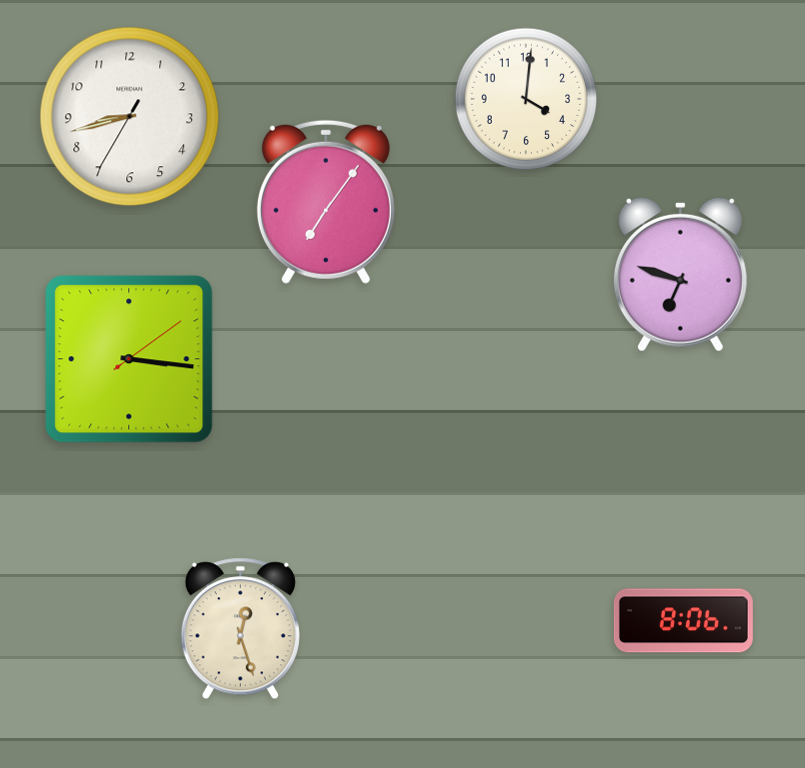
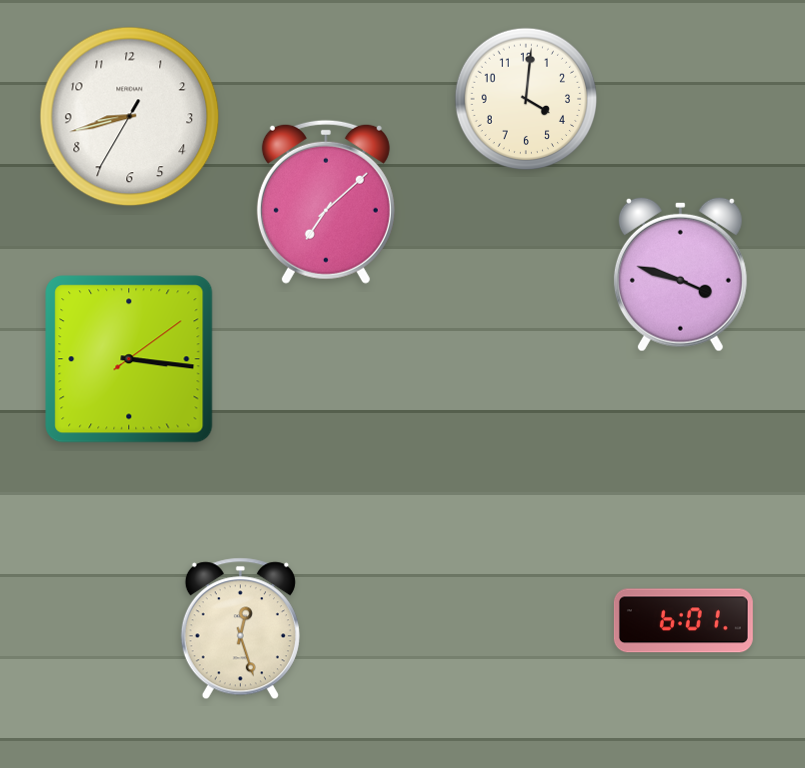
clock at (326, 202): 7:06 -> 7:08
clock at (680, 274): 6:48 -> 3:48
clock at (683, 621): 8:06 -> 6:01
